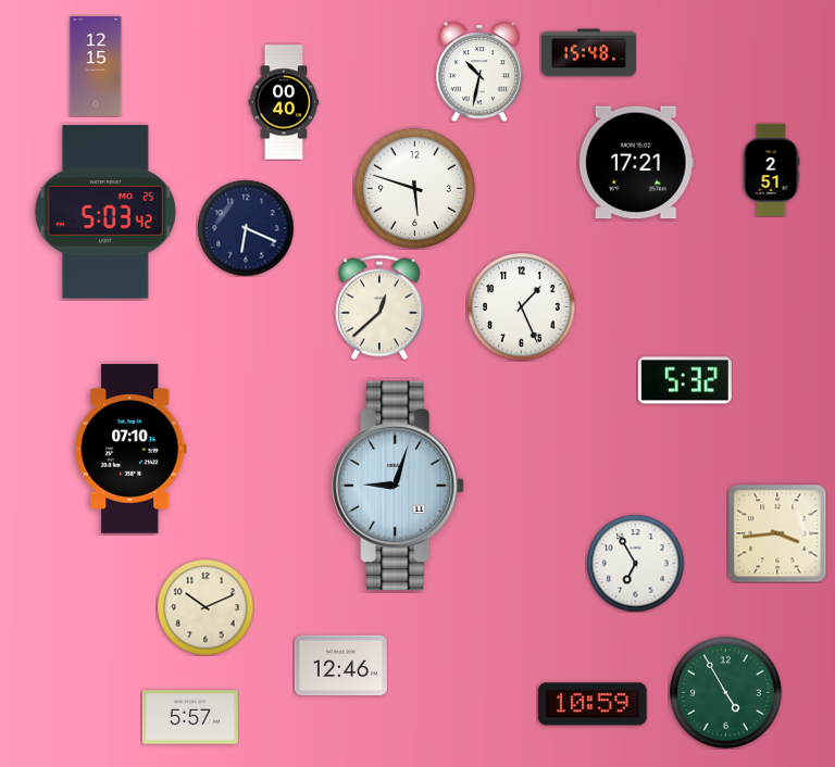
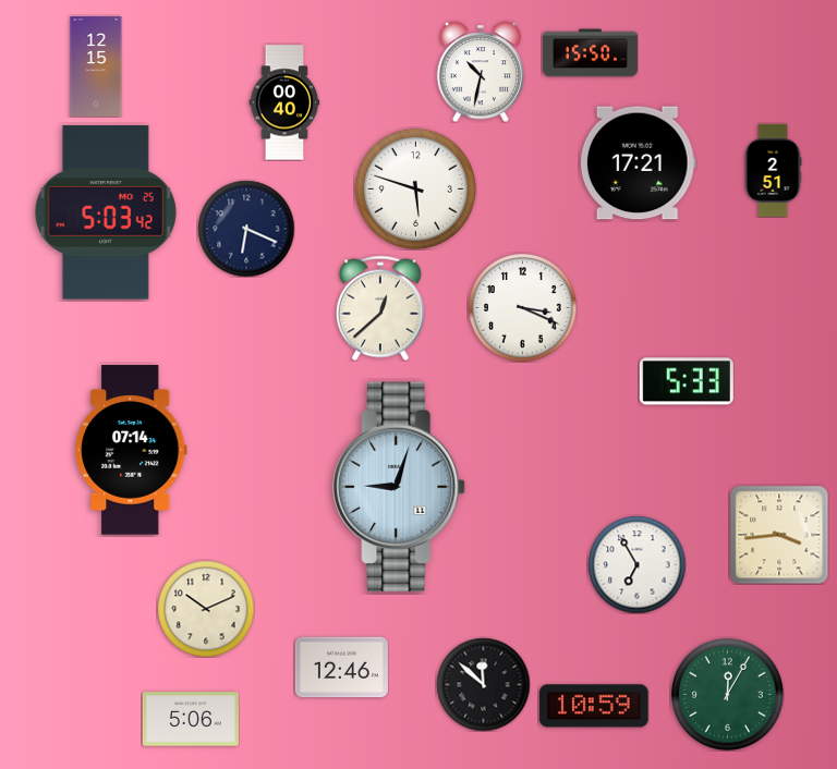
clock at (588, 53): 15:48 -> 15:50
clock at (522, 307): 1:26 -> 3:19
clock at (685, 380): 5:32 -> 5:33
clock at (130, 449): 07:10 -> 07:14
clock at (483, 684): none -> 11:52
clock at (725, 692): 4:55 -> 12:05
clock at (190, 717): 5:57 -> 5:06
